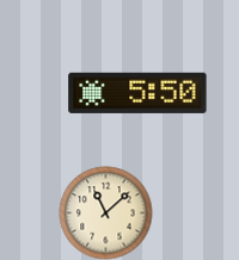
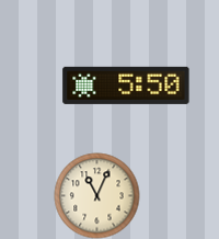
clock at (105, 212): 11:08 -> 11:04
